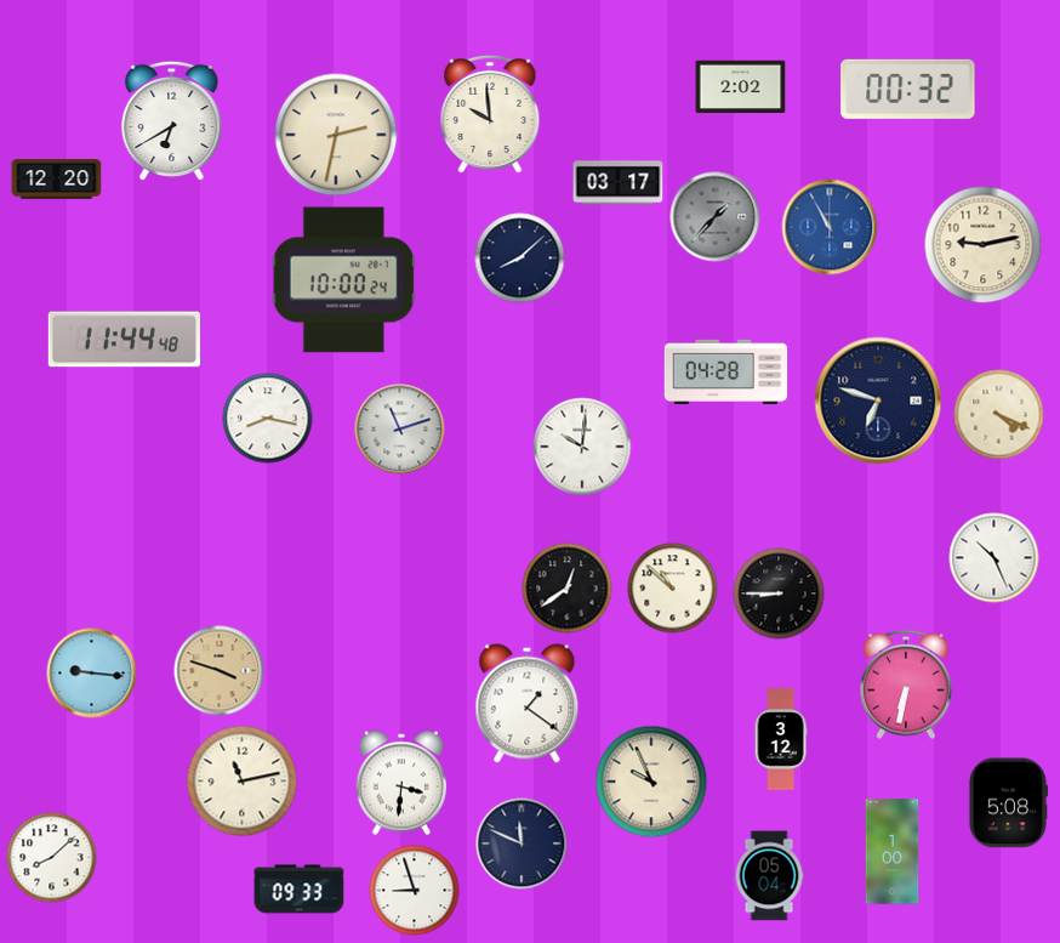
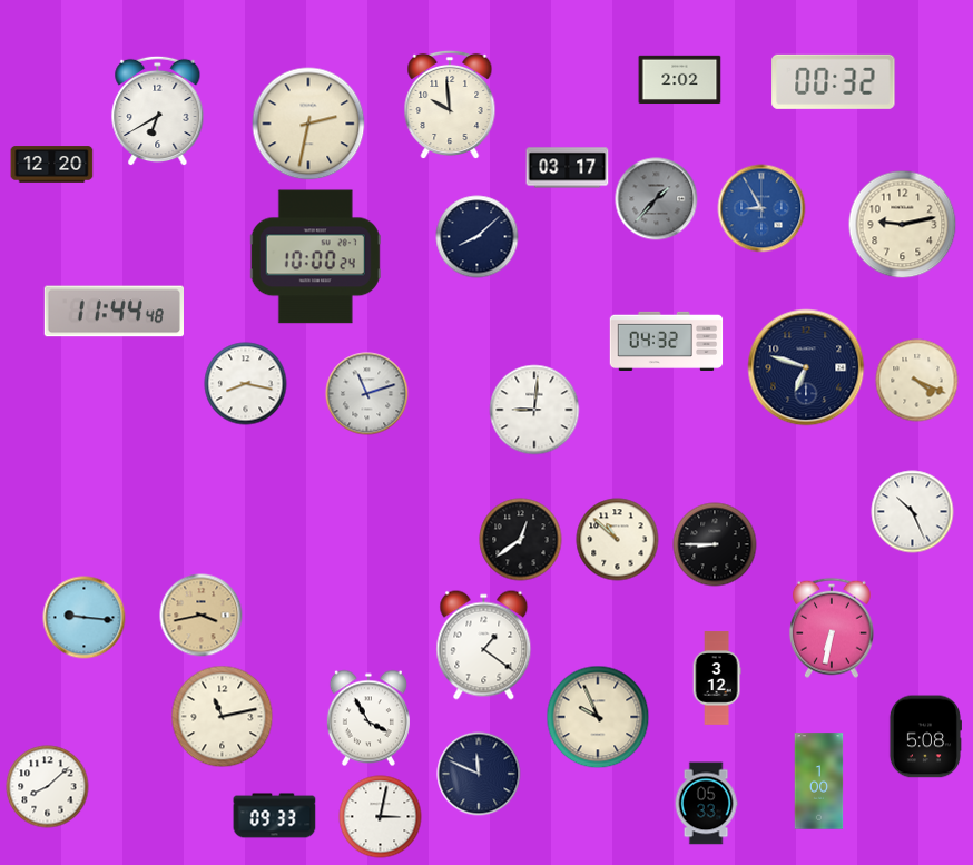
clock at (830, 227): 10:55 -> 8:55
clock at (726, 371): 04:28 -> 04:32
clock at (582, 447): 10:01 -> 9:01
clock at (220, 671): 3:48 -> 3:43
clock at (401, 783): 3:31 -> 3:55
clock at (769, 876): 05:04 -> 05:33
clock at (415, 891): 8:57 -> 3:02
